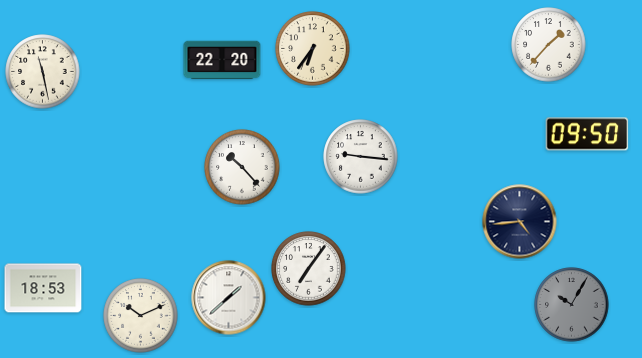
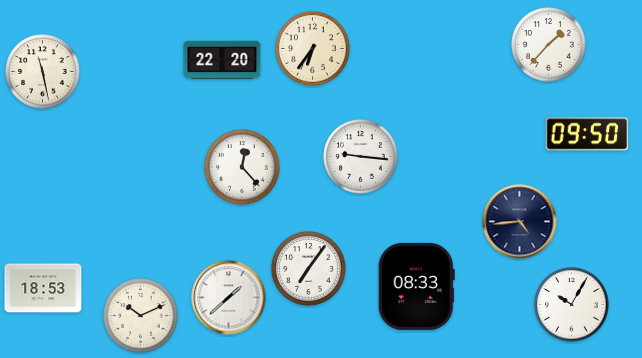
clock at (242, 167): 10:23 -> 12:23
clock at (416, 286): none -> 08:33
clock at (572, 305) dial: grey -> white
